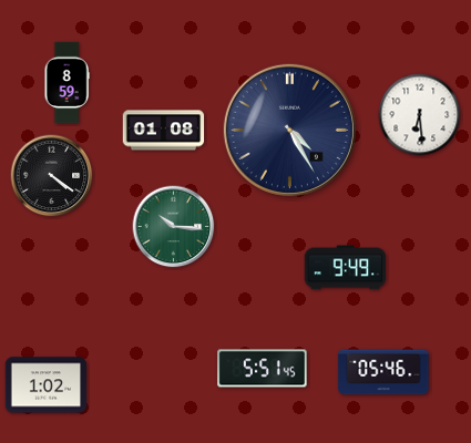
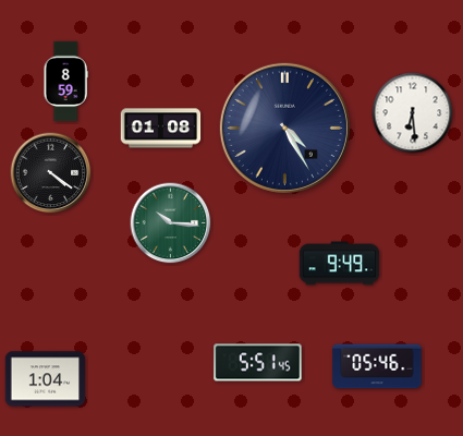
clock at (47, 385): 1:02 -> 1:04
